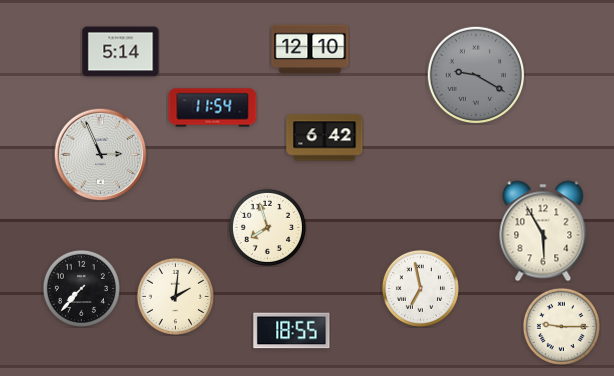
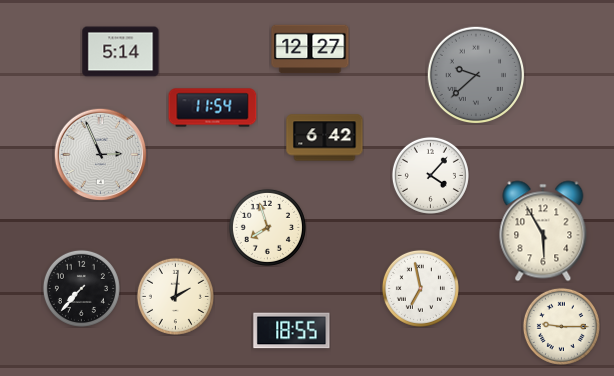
clock at (310, 49): 12:10 -> 12:27
clock at (476, 75): 9:20 -> 9:38
clock at (430, 175): none -> 4:07
